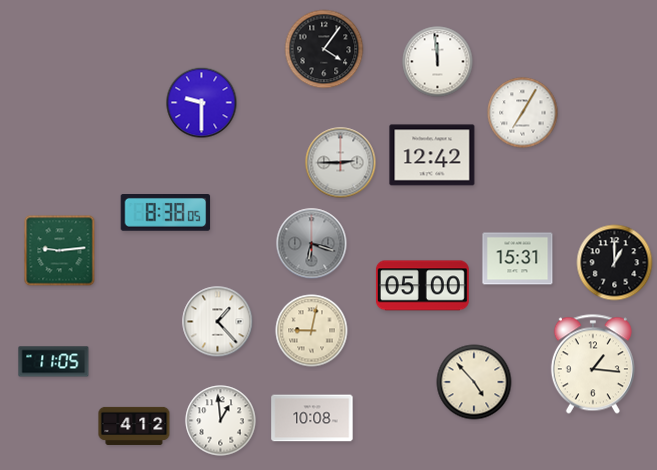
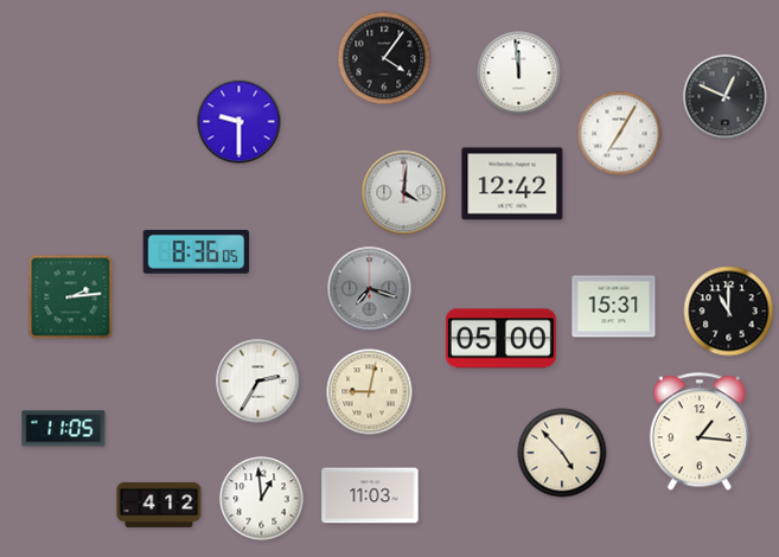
clock at (726, 97): none -> 12:49
clock at (341, 163): 2:45 -> 4:01
clock at (166, 213): 8:38 -> 8:36
clock at (312, 244): 6:18 -> 7:18
clock at (60, 251): 9:14 -> 2:14
clock at (615, 263): 1:00 -> 11:00
clock at (218, 322): 1:23 -> 2:35
clock at (593, 364) position: (593, 364) -> (700, 431)
clock at (312, 418): 10:08 -> 11:03
